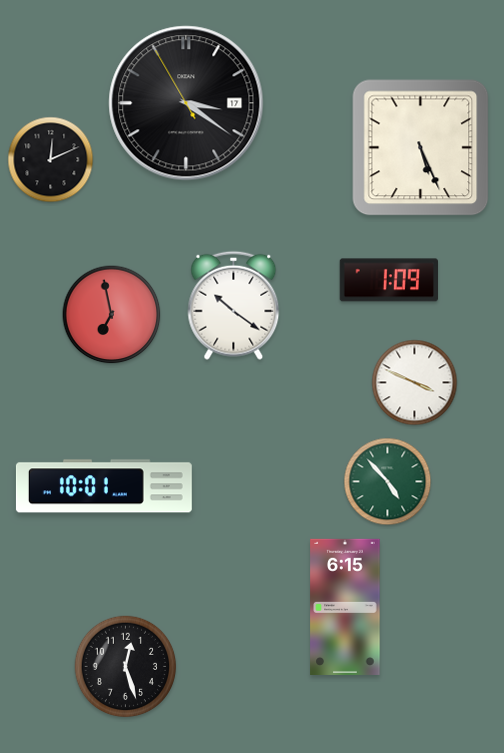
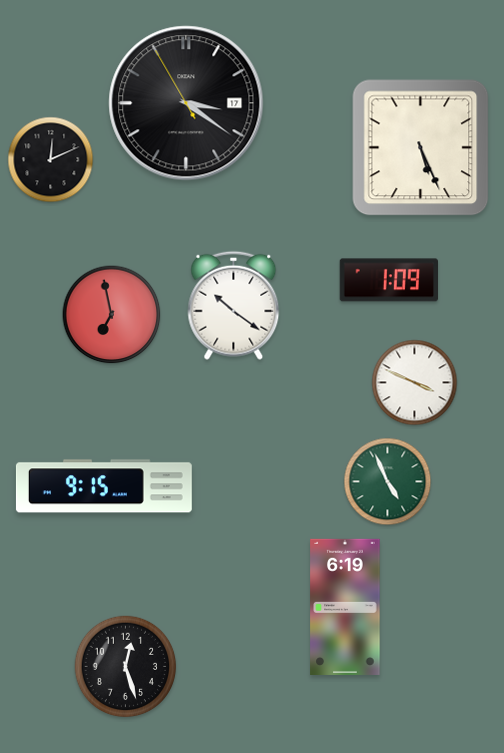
clock at (388, 482): 4:53 -> 4:56
clock at (104, 486): 10:01 -> 9:15
clock at (345, 607): 6:15 -> 6:19
